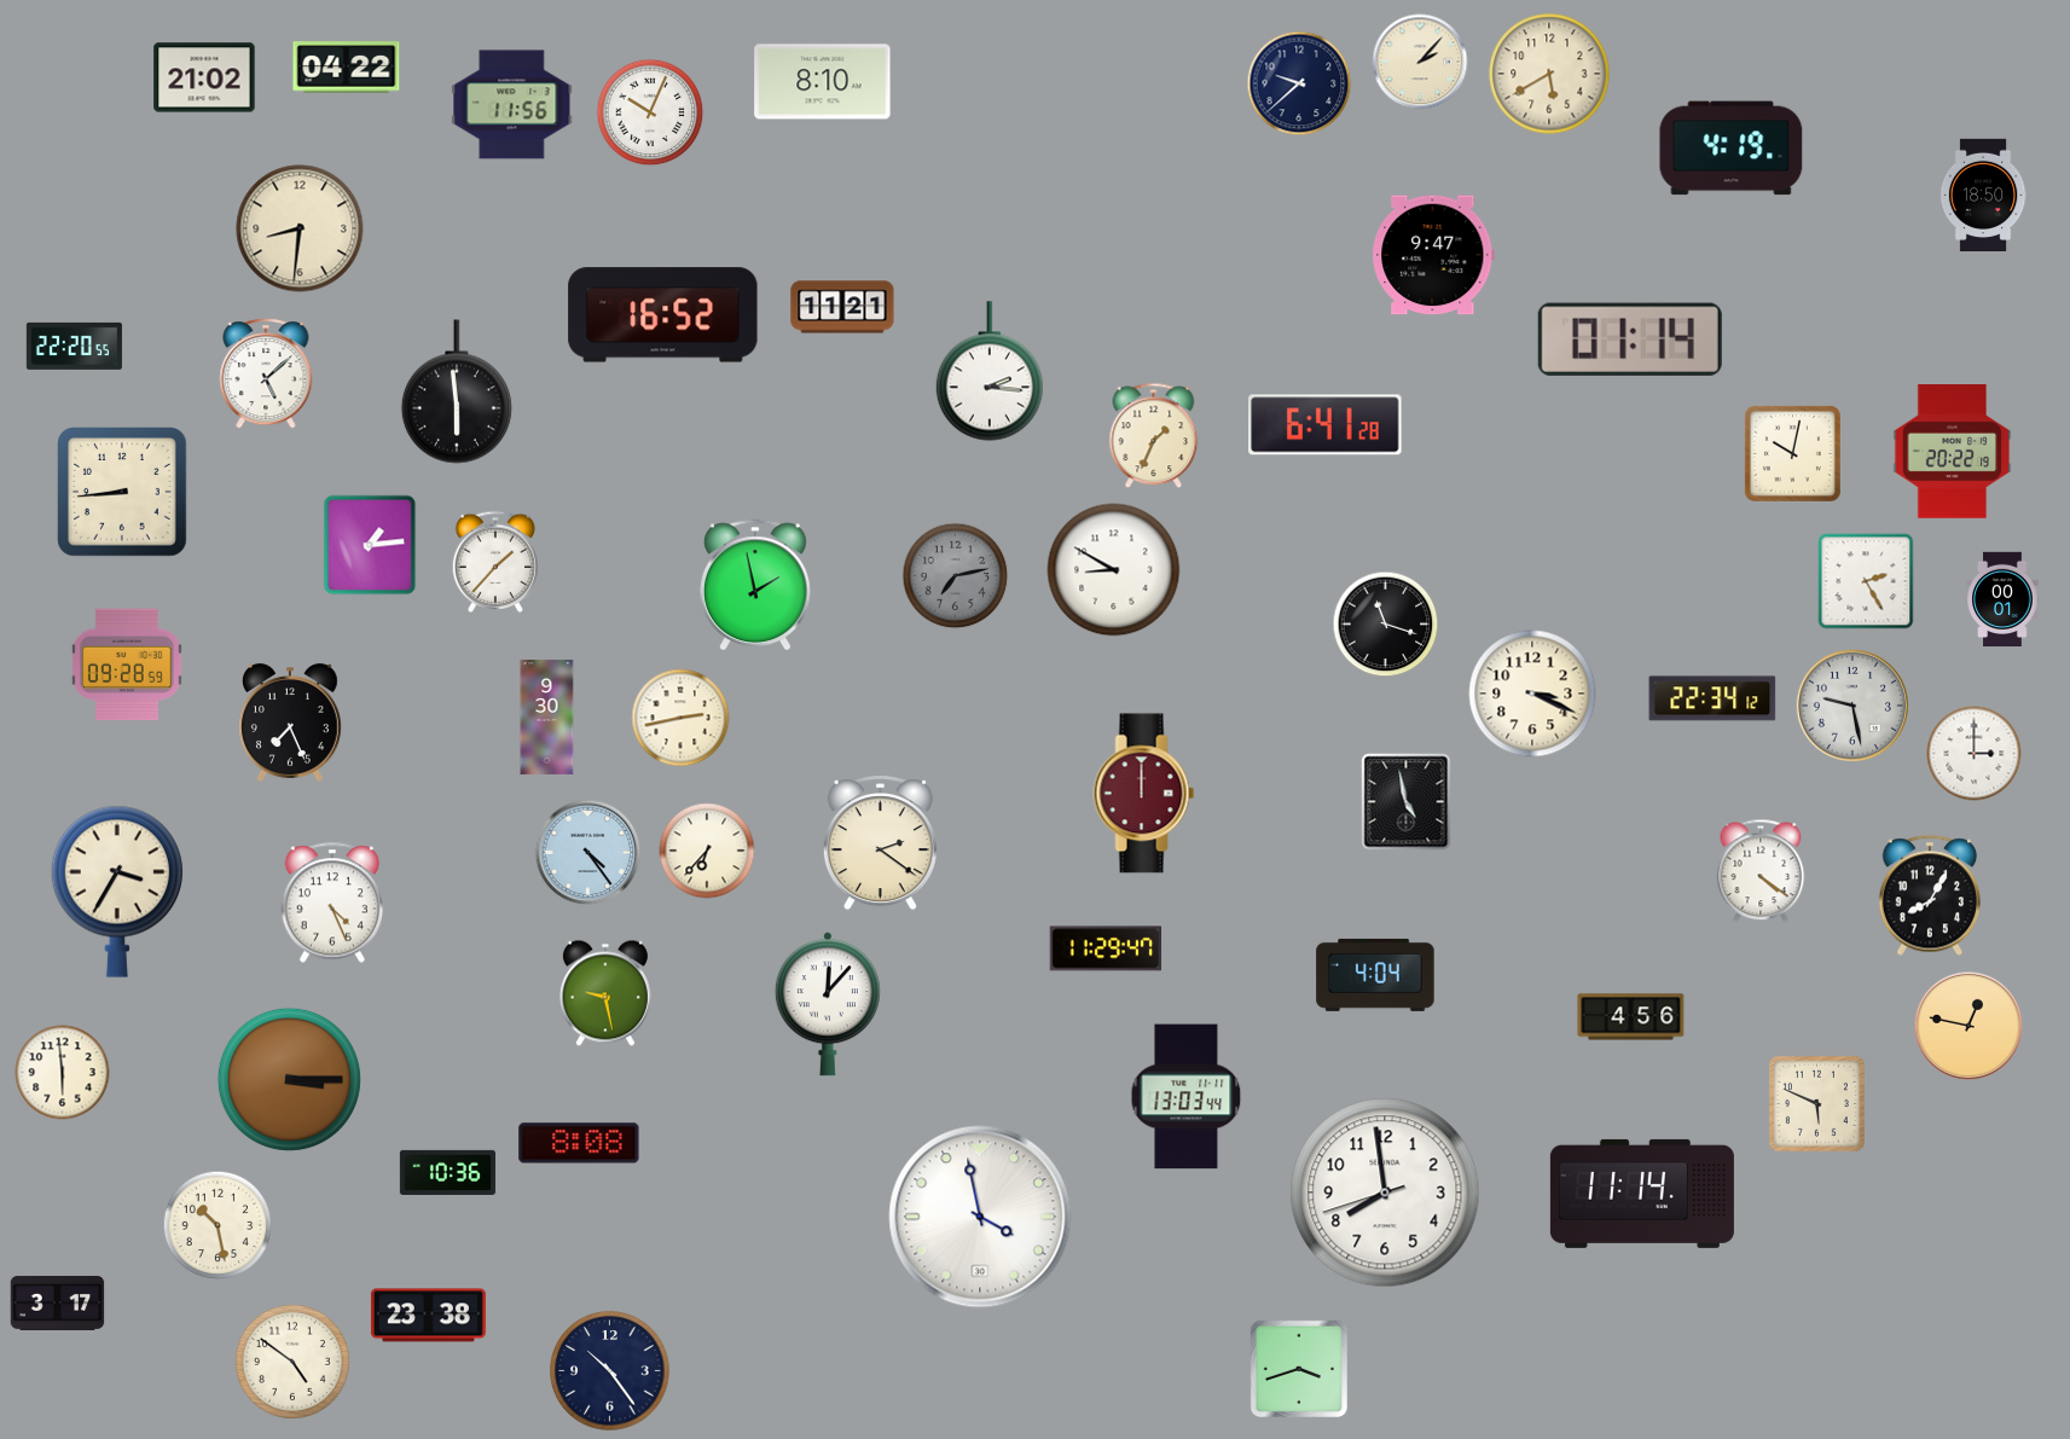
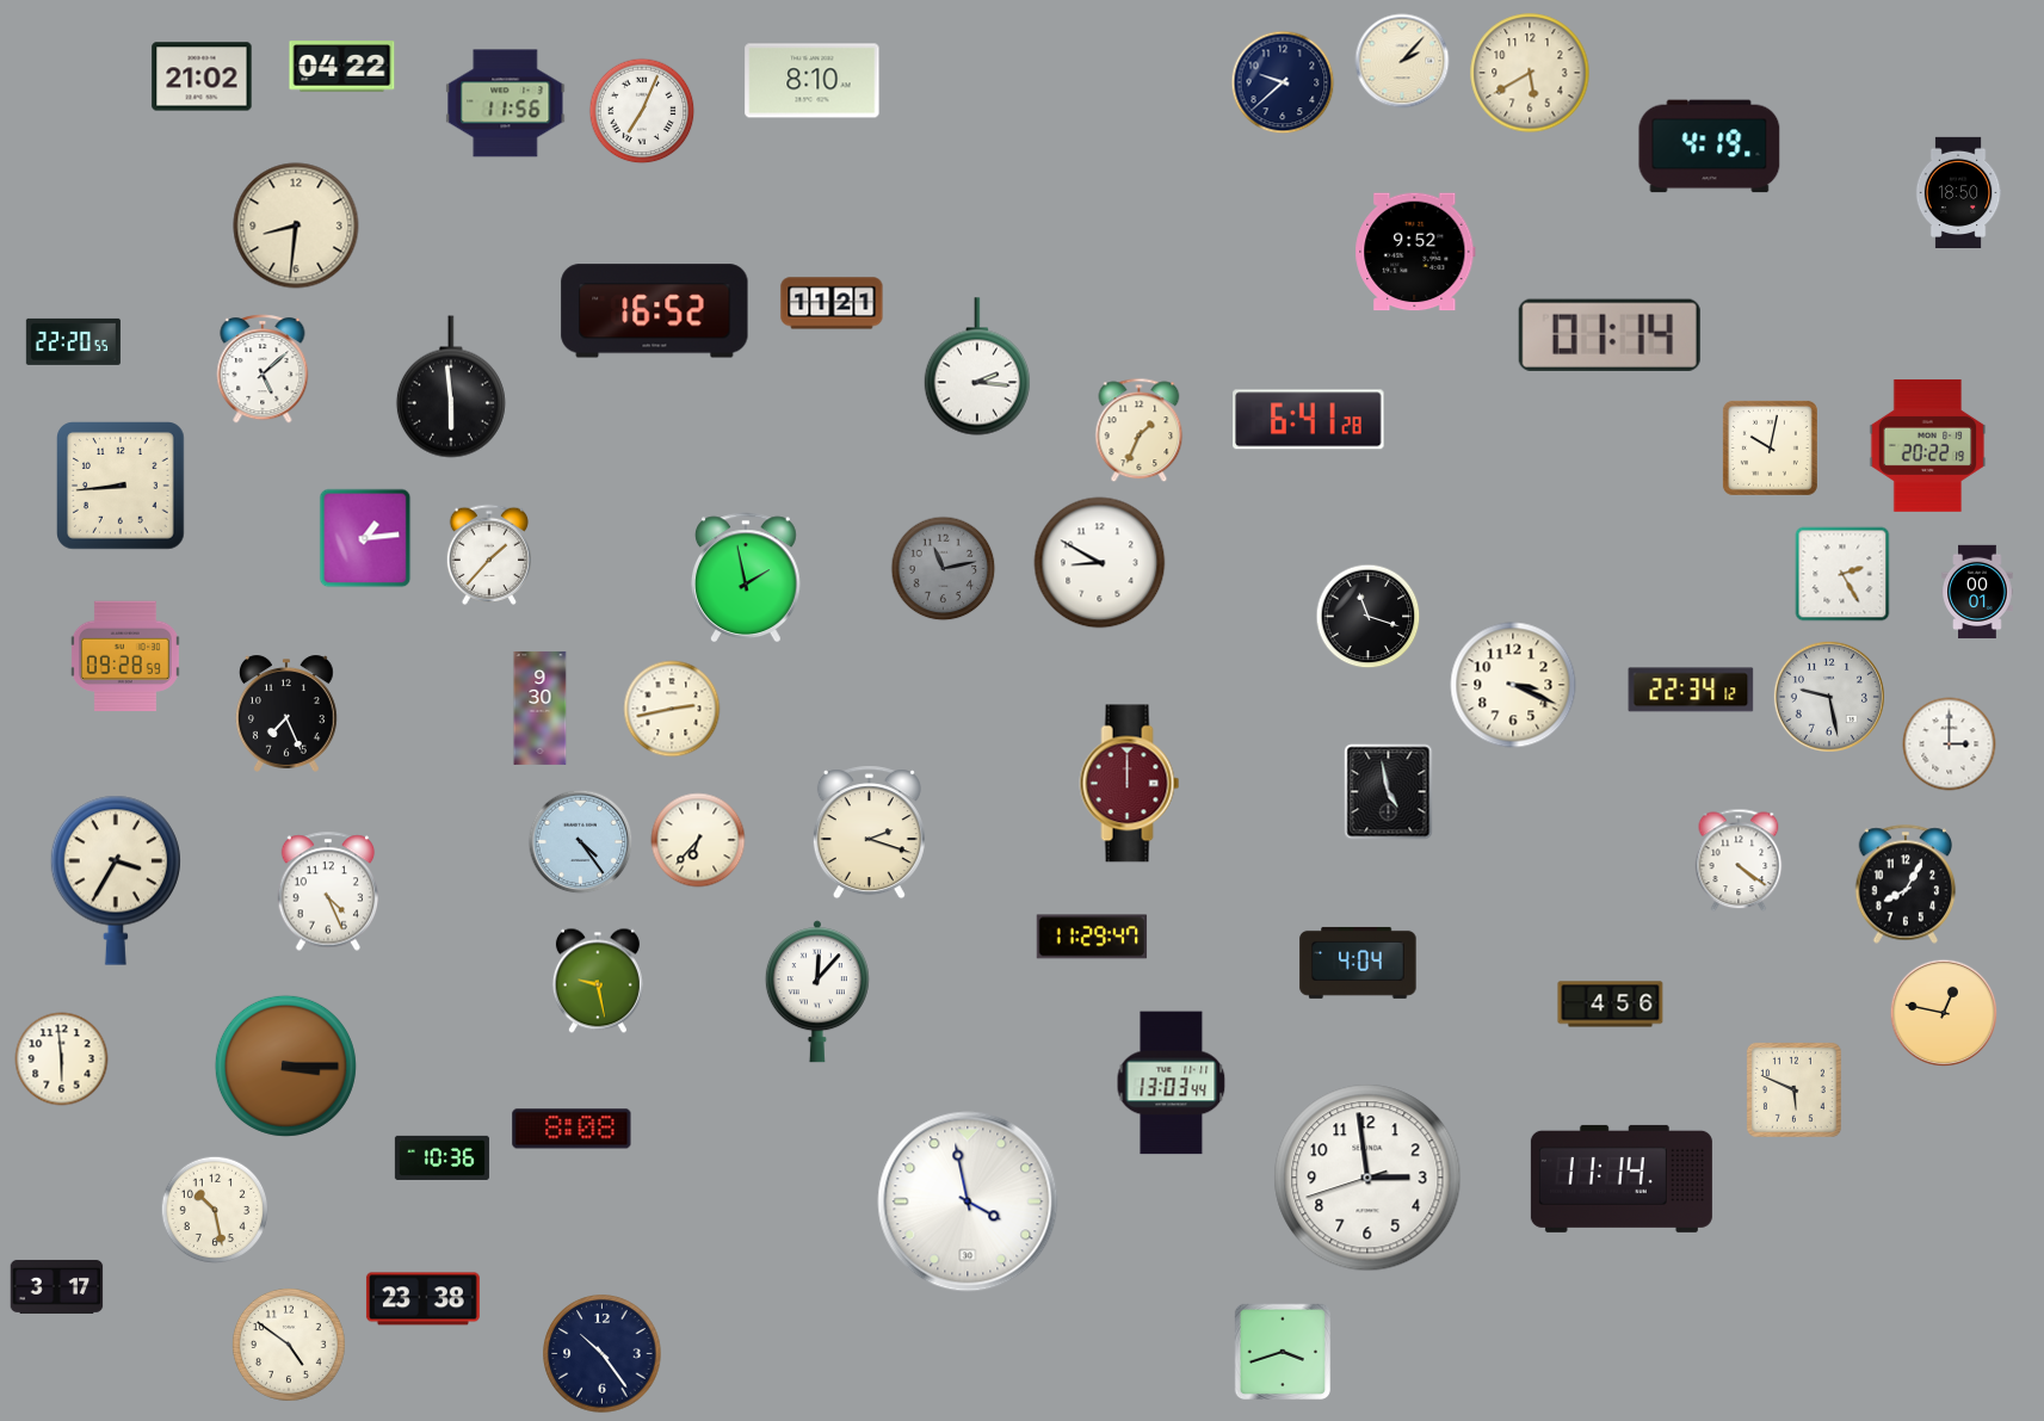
clock at (650, 112): 10:04 -> 7:04
clock at (1433, 255): 9:47 -> 9:52
clock at (956, 576): 7:13 -> 11:13
clock at (880, 843): 2:21 -> 2:18
clock at (1385, 1193): 7:58 -> 2:58
